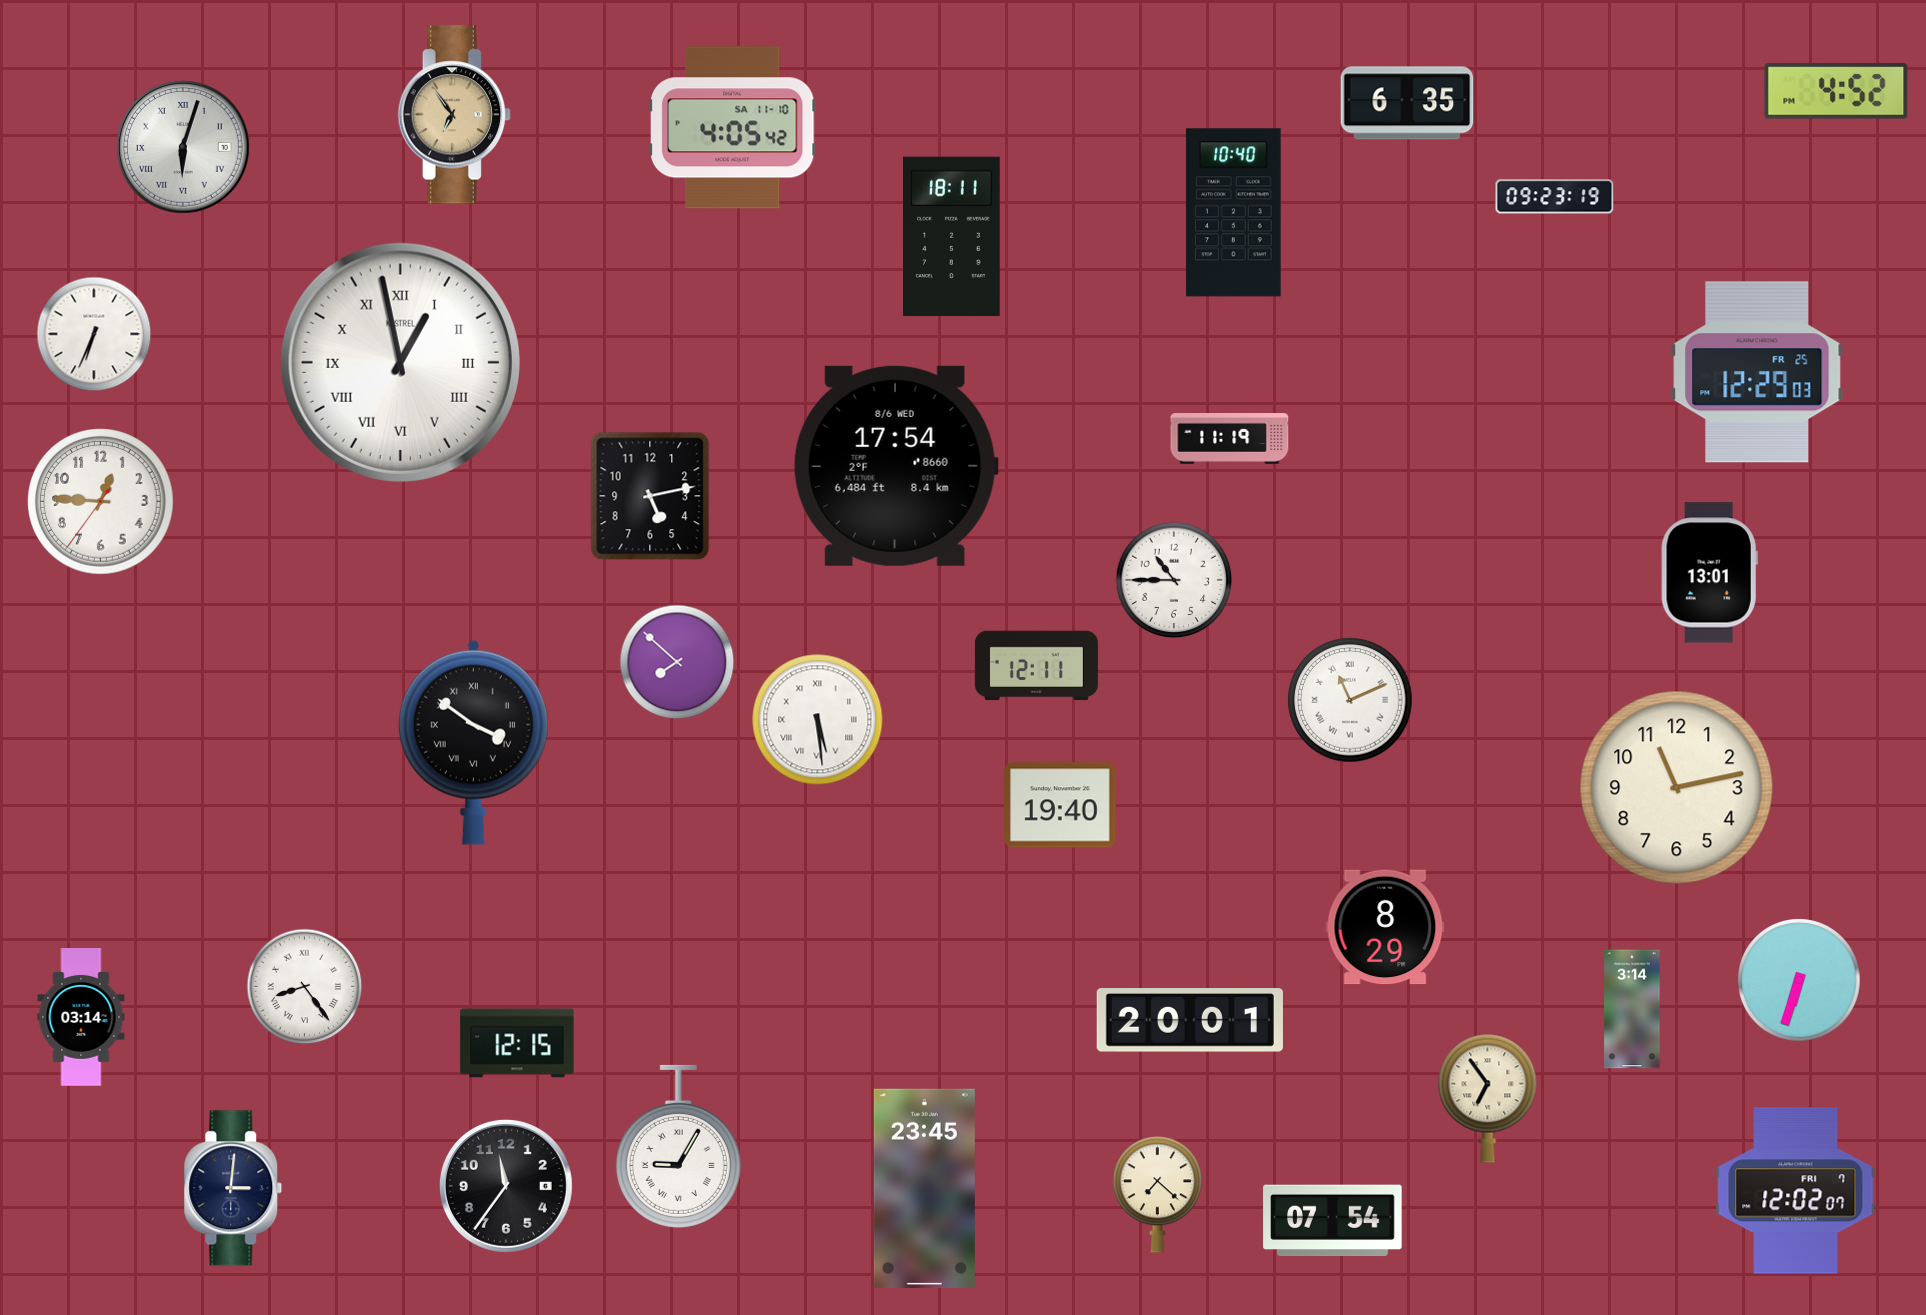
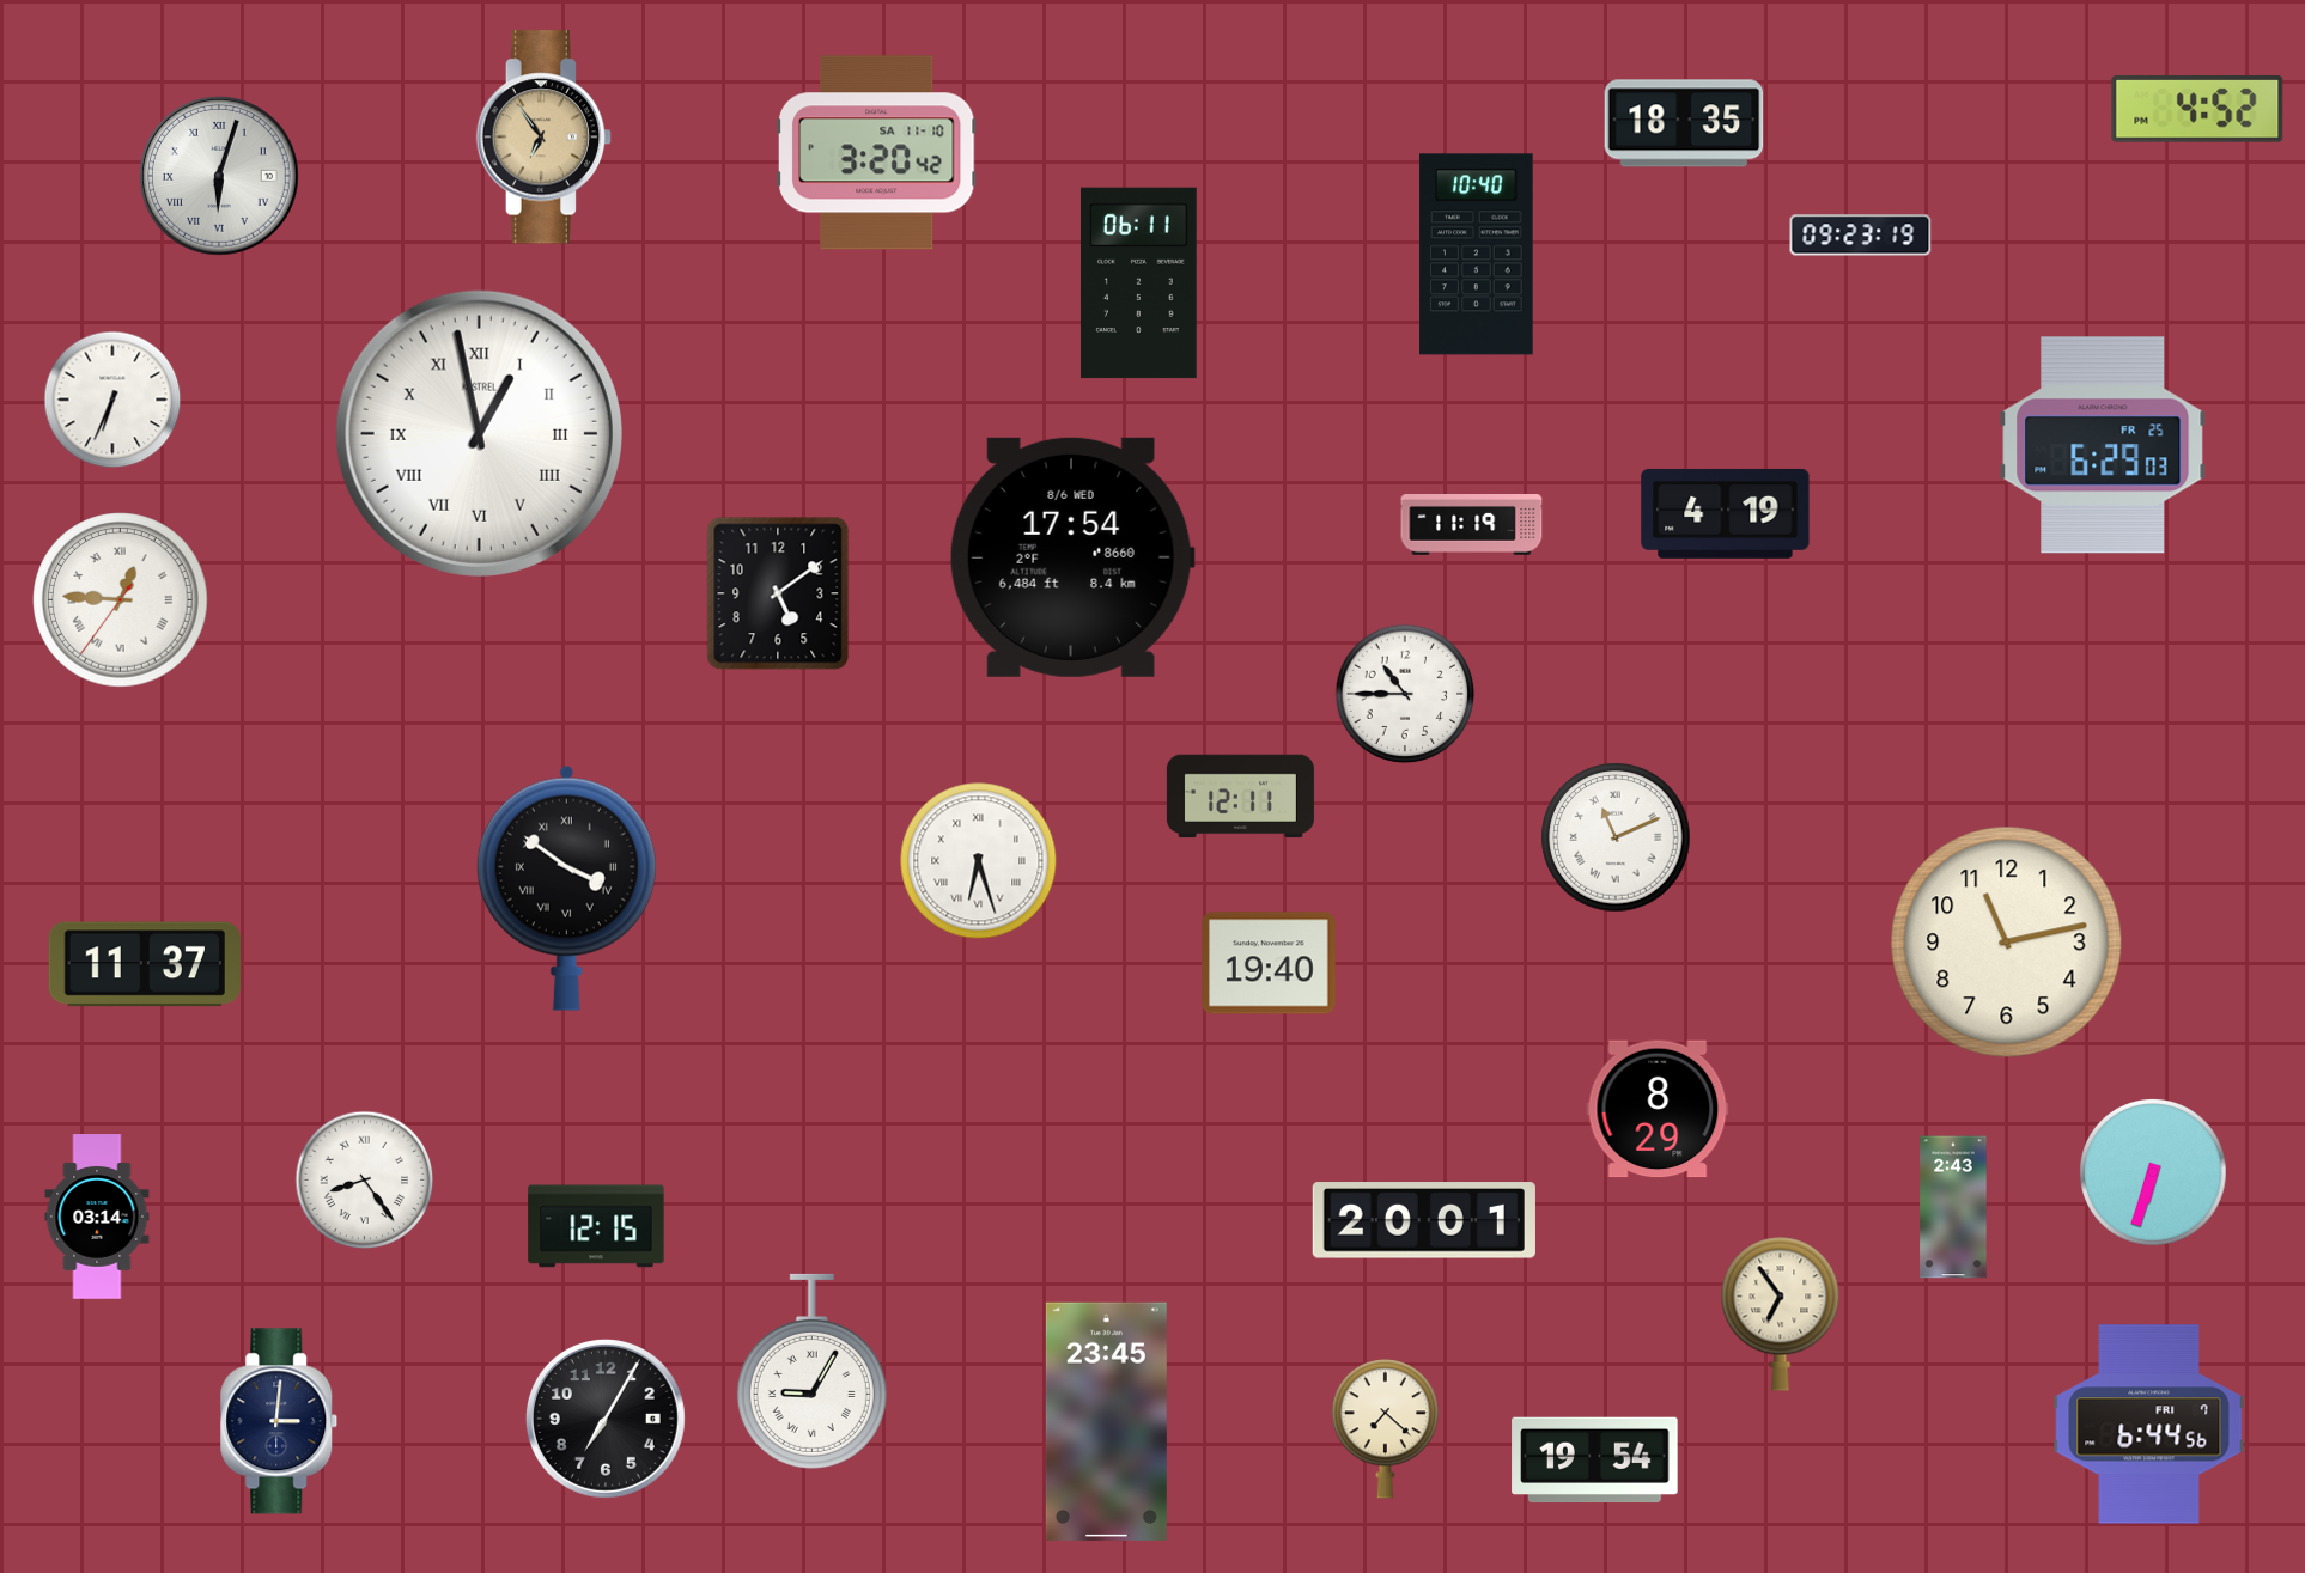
clock at (1407, 103): 6:35 -> 18:35
clock at (732, 128): 4:05 -> 3:20
clock at (952, 237): 18:11 -> 06:11
clock at (1757, 372): 12:29 -> 6:29
clock at (1726, 513): none -> 4:19
clock at (650, 496): 5:13 -> 5:09
clock at (101, 502) numerals: Arabic -> Roman
clock at (1709, 573): 13:01 -> none
clock at (677, 662): 7:52 -> none
clock at (818, 720): 5:29 -> 6:27
clock at (145, 964): none -> 11:37
clock at (1632, 1009): 3:14 -> 2:43
clock at (517, 1043) position: (517, 1043) -> (596, 1226)
clock at (506, 1186): 11:36 -> 7:05
clock at (1796, 1191): 12:02 -> 6:44
clock at (1333, 1221): 07:54 -> 19:54
